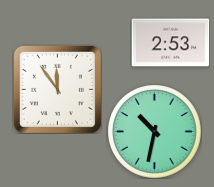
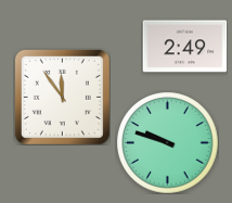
clock at (170, 43): 2:53 -> 2:49
clock at (154, 131): 10:32 -> 9:48
